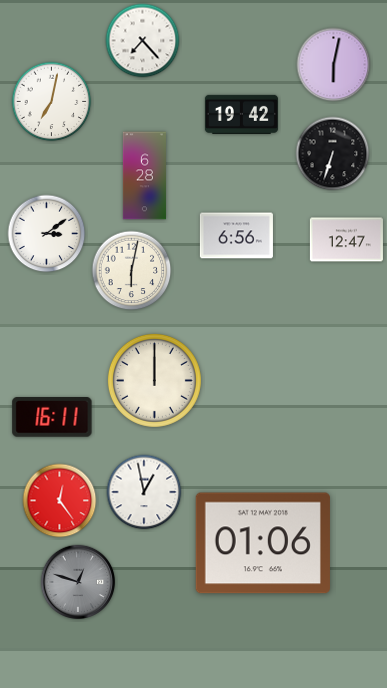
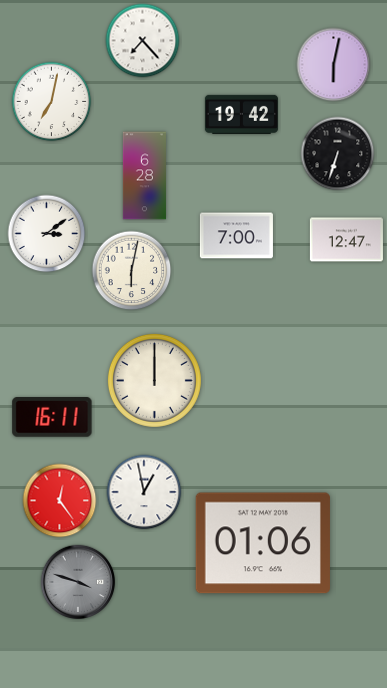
clock at (333, 154) position: (333, 154) -> (338, 154)
clock at (236, 236): 6:56 -> 7:00
clock at (78, 582): 12:48 -> 3:48
